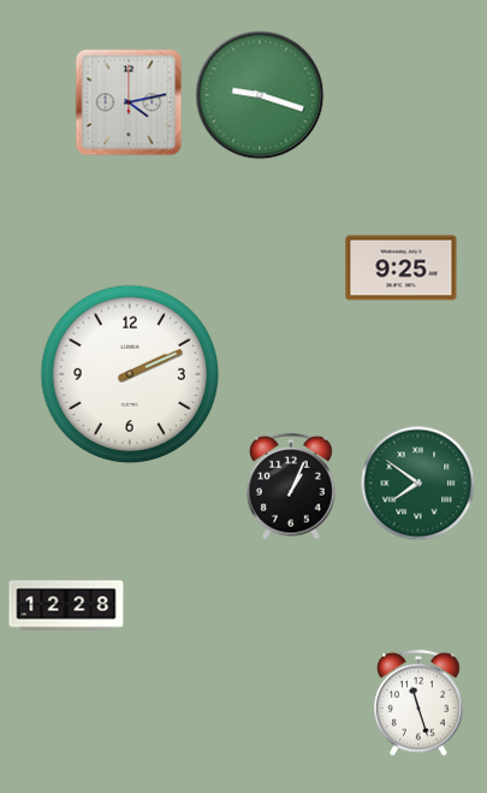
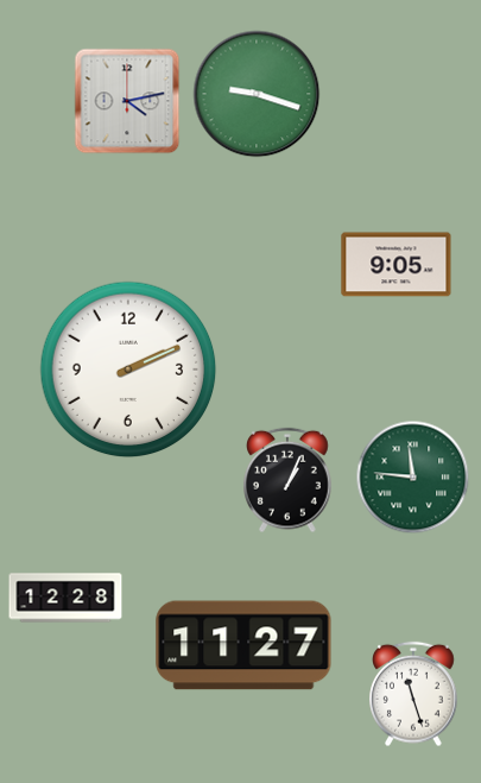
clock at (402, 268): 9:25 -> 9:05
clock at (418, 484): 7:51 -> 11:46
clock at (243, 645): none -> 11:27
